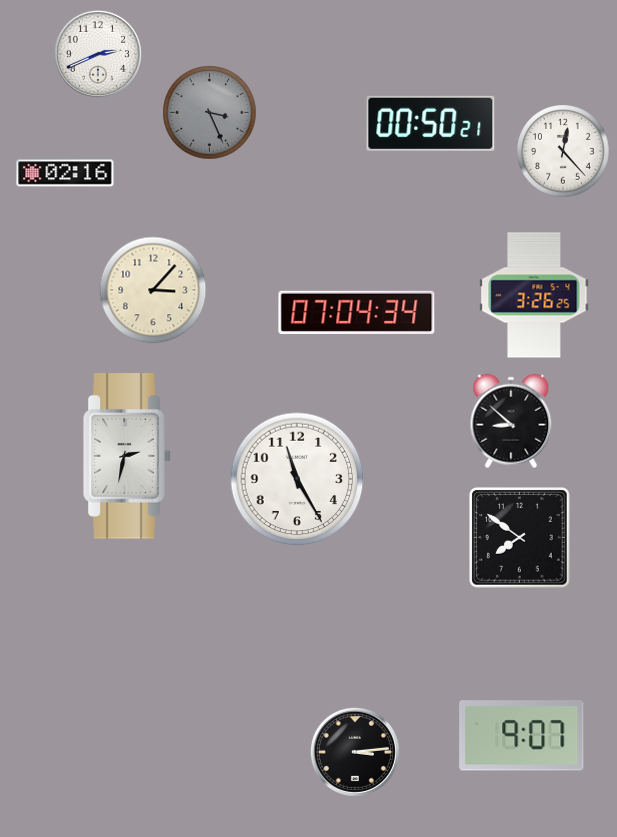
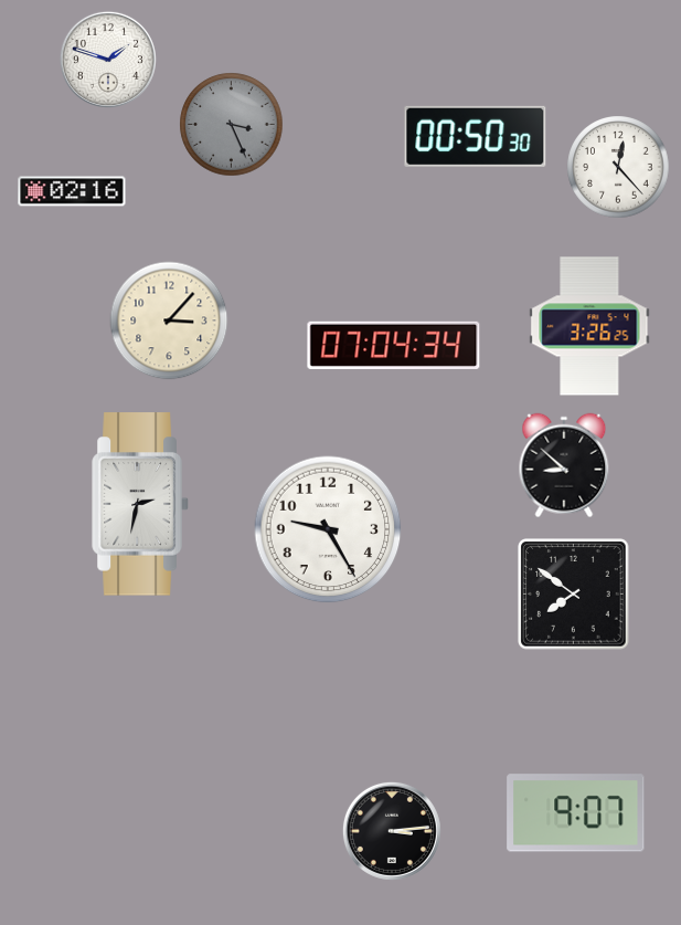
clock at (98, 54): 2:41 -> 1:48
clock at (431, 123): 00:50:21 -> 00:50:30
clock at (563, 151) position: (563, 151) -> (618, 167)
clock at (297, 479): 11:25 -> 9:25
